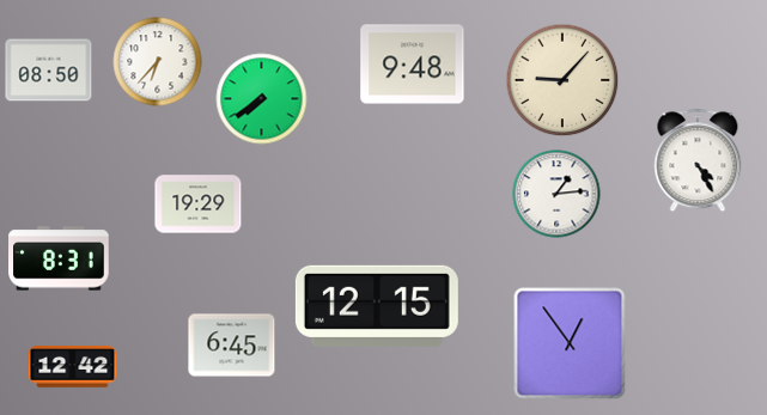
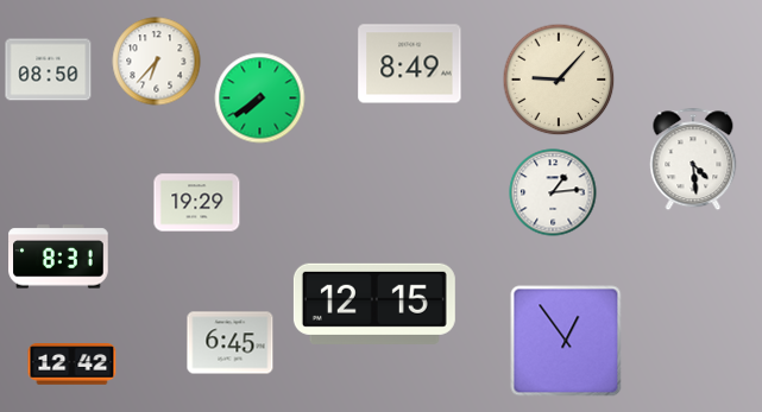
clock at (413, 65): 9:48 -> 8:49
clock at (698, 160): 4:25 -> 4:29
